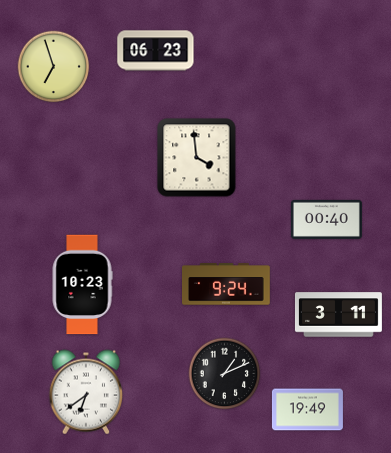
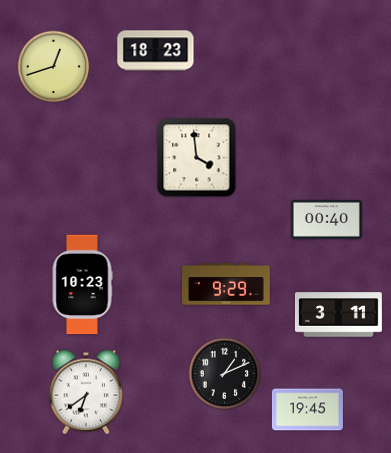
clock at (156, 51): 06:23 -> 18:23
clock at (54, 67): 6:57 -> 12:42
clock at (226, 284): 9:24 -> 9:29
clock at (307, 410): 19:49 -> 19:45
